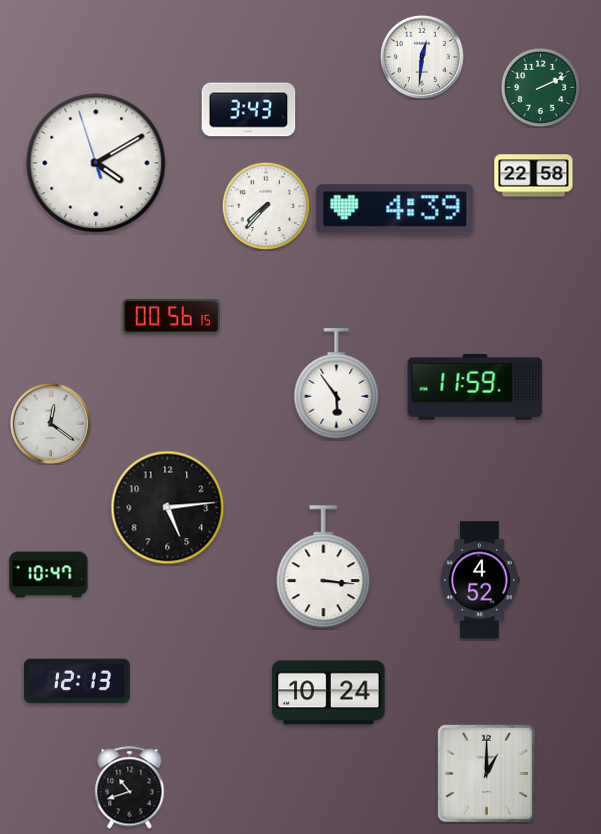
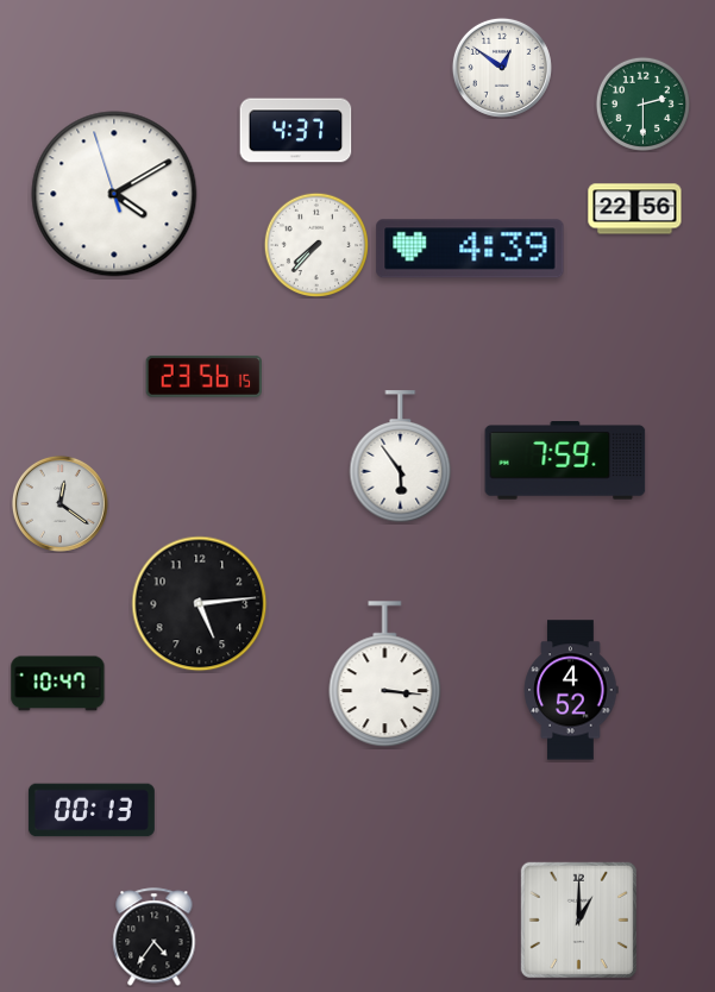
clock at (422, 57): 12:31 -> 12:51
clock at (540, 87): 2:11 -> 2:30
clock at (249, 110): 3:43 -> 4:37
clock at (534, 176): 22:58 -> 22:56
clock at (171, 316): 00:56 -> 23:56
clock at (475, 388): 11:59 -> 7:59
clock at (77, 681): 12:13 -> 00:13
clock at (329, 693): 10:24 -> none
clock at (130, 788): 10:42 -> 4:36
